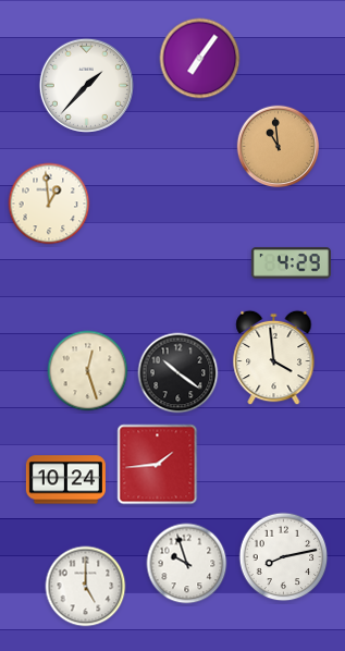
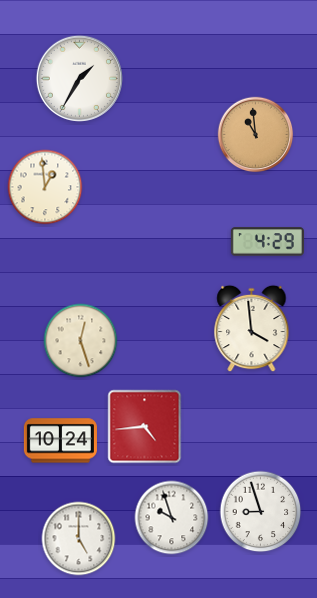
clock at (200, 59): 7:06 -> none
clock at (86, 85): 1:37 -> 1:35
clock at (178, 373): 10:21 -> none
clock at (158, 465): 1:44 -> 4:44
clock at (284, 557): 8:13 -> 8:57
